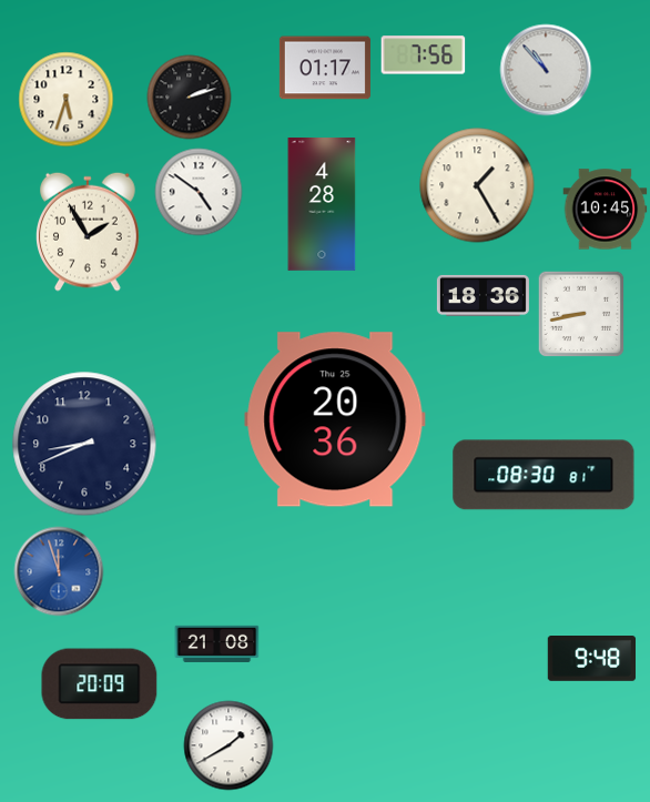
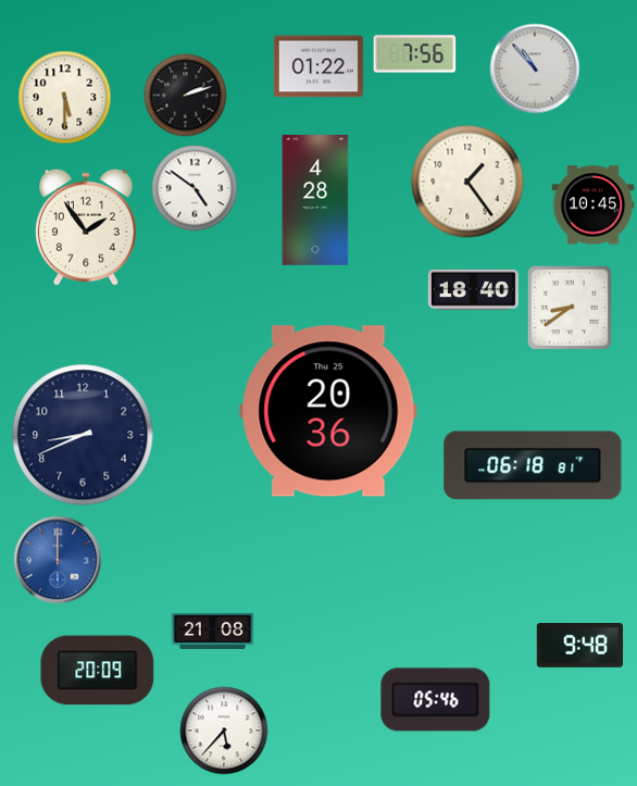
clock at (325, 68): 01:17 -> 01:22
clock at (67, 100): 5:33 -> 5:30
clock at (477, 185): 1:25 -> 1:24
clock at (89, 232): 1:55 -> 1:54
clock at (483, 295): 18:36 -> 18:40
clock at (581, 314): 8:43 -> 8:39
clock at (544, 475): 08:30 -> 06:18
clock at (59, 571): 11:57 -> 12:00
clock at (436, 700): none -> 05:46
clock at (228, 745): 1:40 -> 5:37
